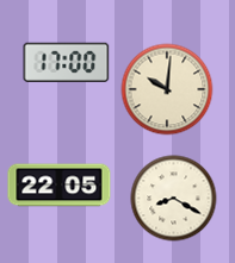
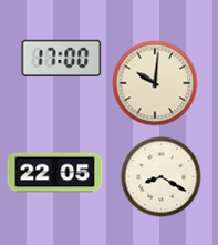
clock at (174, 199) position: (174, 199) -> (162, 177)
